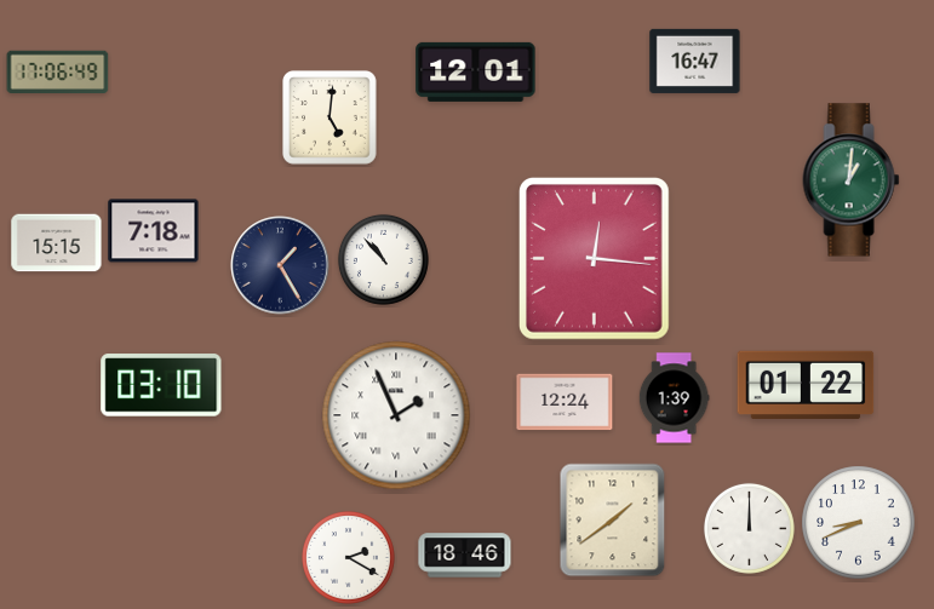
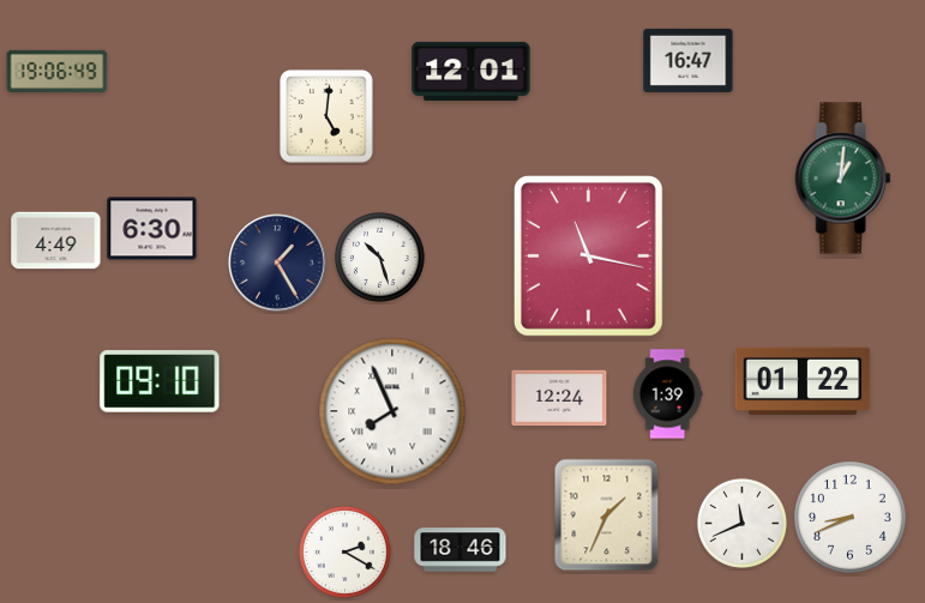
clock at (58, 71): 17:06 -> 19:06
clock at (154, 231): 7:18 -> 6:30
clock at (57, 243): 15:15 -> 4:49
clock at (383, 259): 10:53 -> 10:27
clock at (594, 259): 12:16 -> 11:17
clock at (806, 384) position: (806, 384) -> (803, 380)
clock at (161, 385): 03:10 -> 09:10
clock at (396, 415): 1:56 -> 7:56
clock at (613, 521): 1:39 -> 1:34
clock at (749, 528): 12:00 -> 11:41
